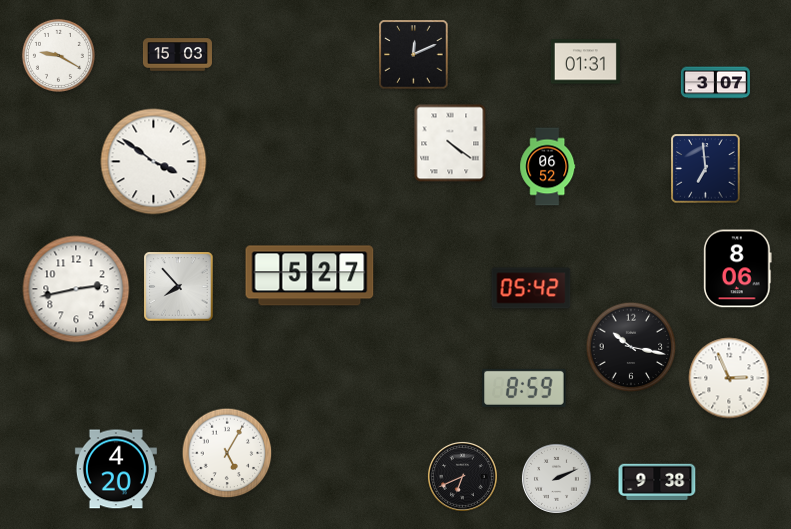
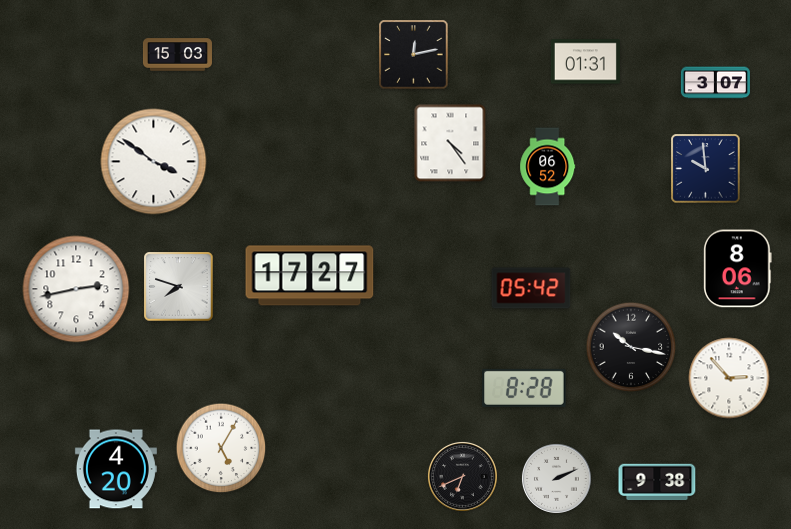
clock at (58, 55): 9:20 -> none
clock at (414, 55): 12:11 -> 12:13
clock at (450, 143): 4:21 -> 4:24
clock at (706, 169): 6:59 -> 9:59
clock at (310, 276): 5:27 -> 17:27
clock at (179, 287): 7:53 -> 7:48
clock at (729, 378): 2:56 -> 2:53
clock at (524, 388): 8:59 -> 8:28
clock at (227, 453) position: (227, 453) -> (221, 448)
